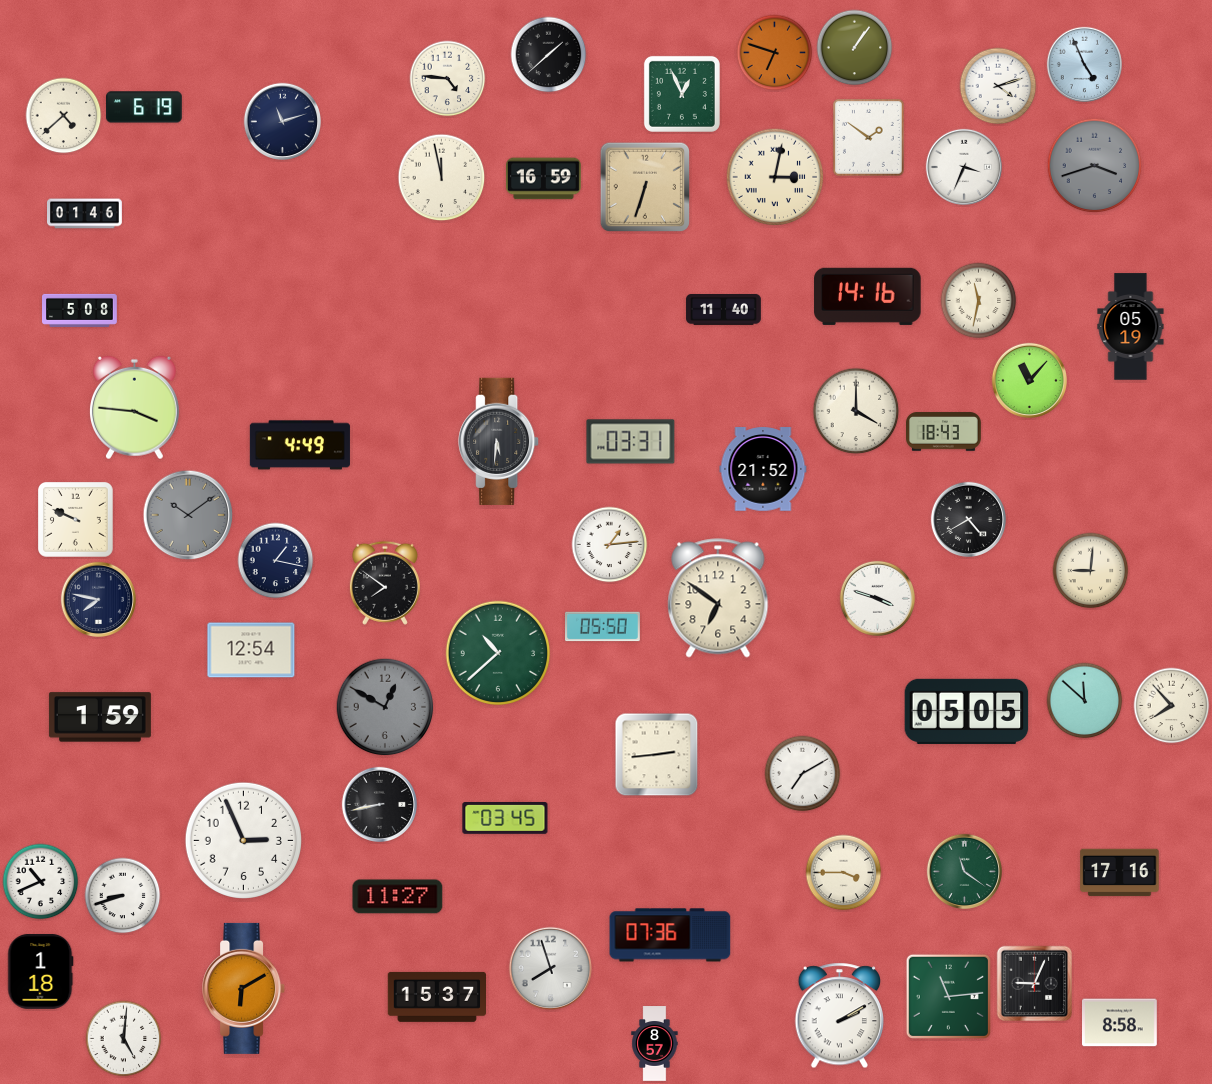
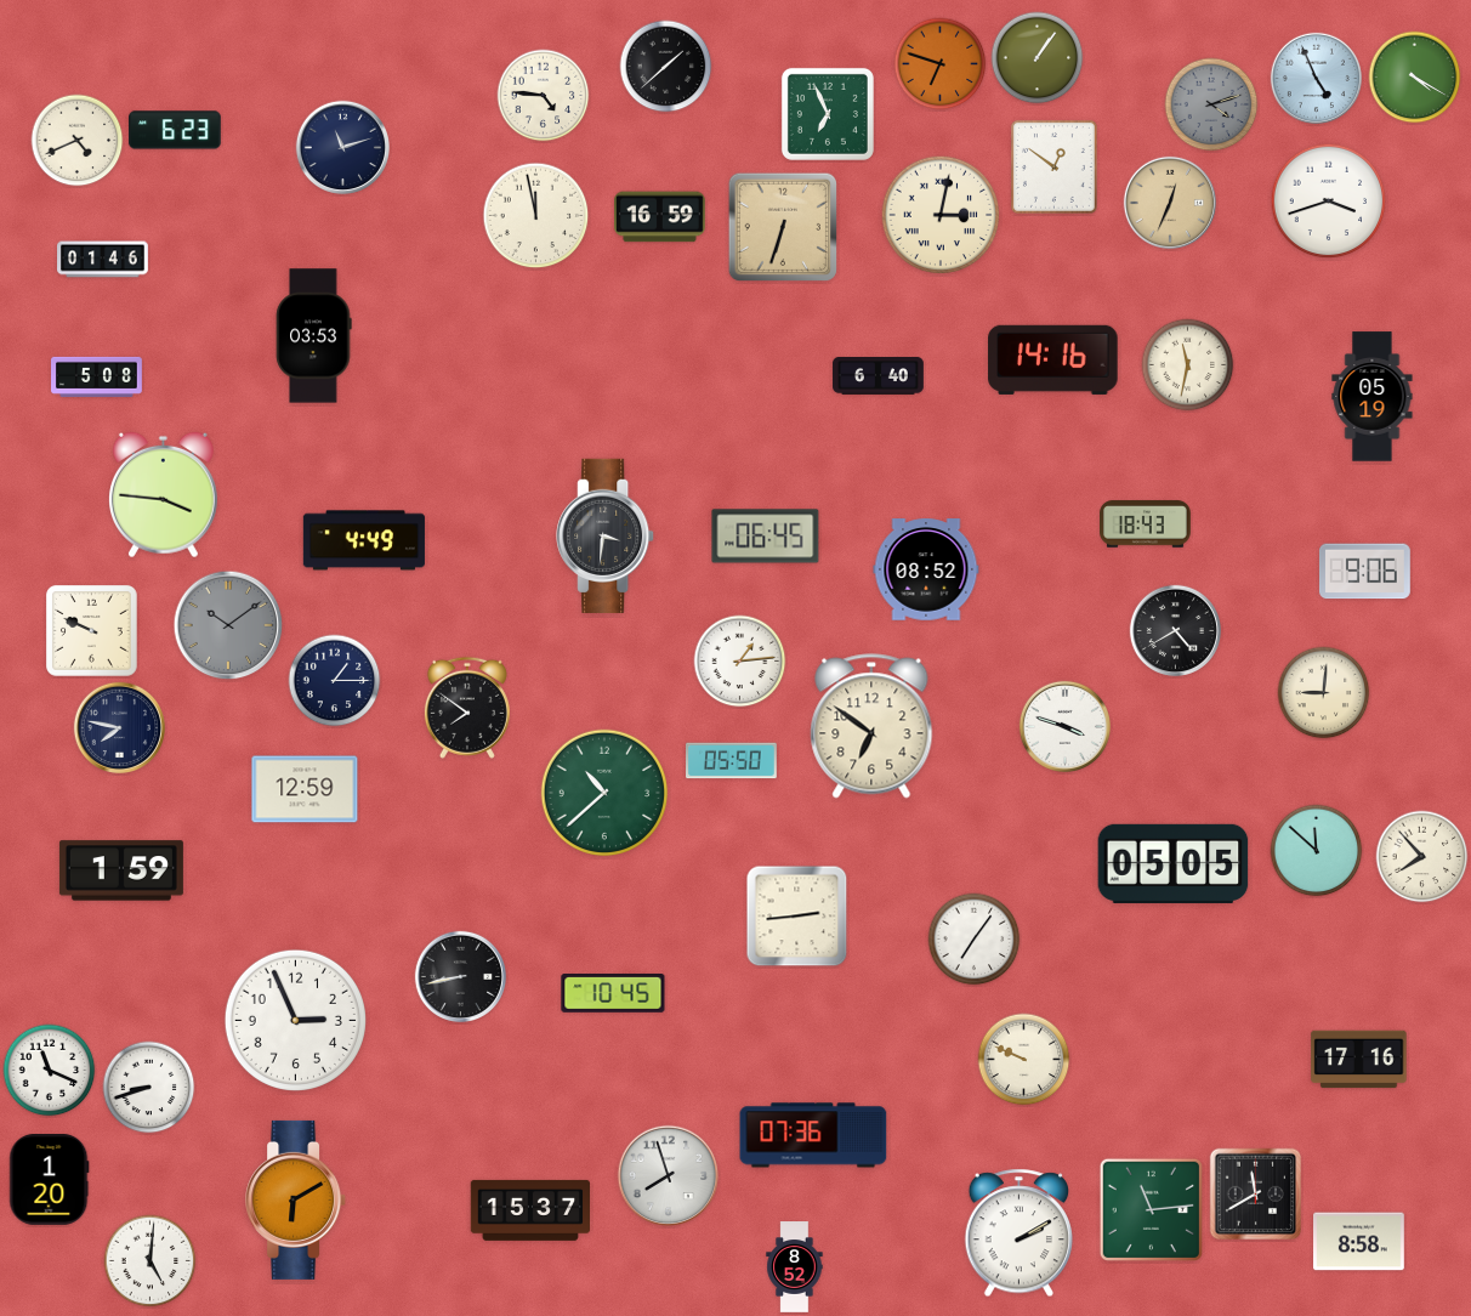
clock at (1415, 78): none -> 4:20
clock at (998, 86) dial: white -> grey
clock at (682, 94): 12:56 -> 6:56
clock at (144, 107): 6:19 -> 6:23
clock at (64, 116): 4:38 -> 4:41
clock at (868, 137): 1:51 -> 12:51
clock at (963, 166): 3:34 -> 12:34
clock at (963, 166) dial: white -> champagne
clock at (1095, 166) dial: grey -> white
clock at (314, 336): none -> 03:53
clock at (724, 310): 11:40 -> 6:40
clock at (1029, 380): 11:07 -> none
clock at (856, 411): 4:00 -> none
clock at (499, 441): 5:31 -> 3:31
clock at (631, 442): 03:31 -> 06:45
clock at (763, 469): 21:52 -> 08:52
clock at (1364, 572): none -> 9:06
clock at (276, 561): 1:17 -> 1:15
clock at (251, 650): 12:54 -> 12:59
clock at (385, 707): 12:50 -> none
clock at (803, 774): 7:10 -> 7:06
clock at (505, 819): 03:45 -> 10:45
clock at (964, 871): 11:21 -> none
clock at (844, 873): 3:45 -> 9:49
clock at (41, 882): 10:41 -> 11:19
clock at (398, 897): 11:27 -> none
clock at (41, 972): 1:18 -> 1:20
clock at (1035, 984): 9:04 -> 11:40
clock at (655, 1044): 8:57 -> 8:52
